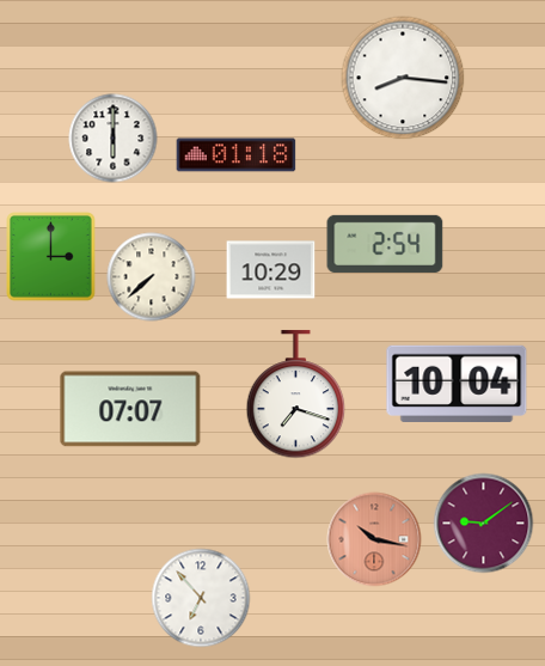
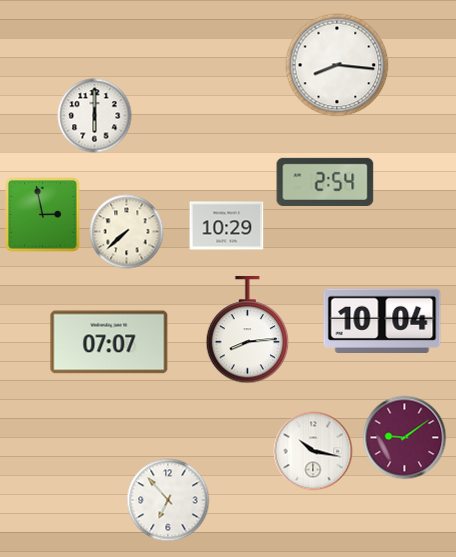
clock at (237, 155): 01:18 -> none
clock at (385, 244) position: (385, 244) -> (325, 182)
clock at (51, 257): 3:00 -> 2:58
clock at (296, 395): 7:18 -> 8:14
clock at (374, 539) dial: salmon -> white
